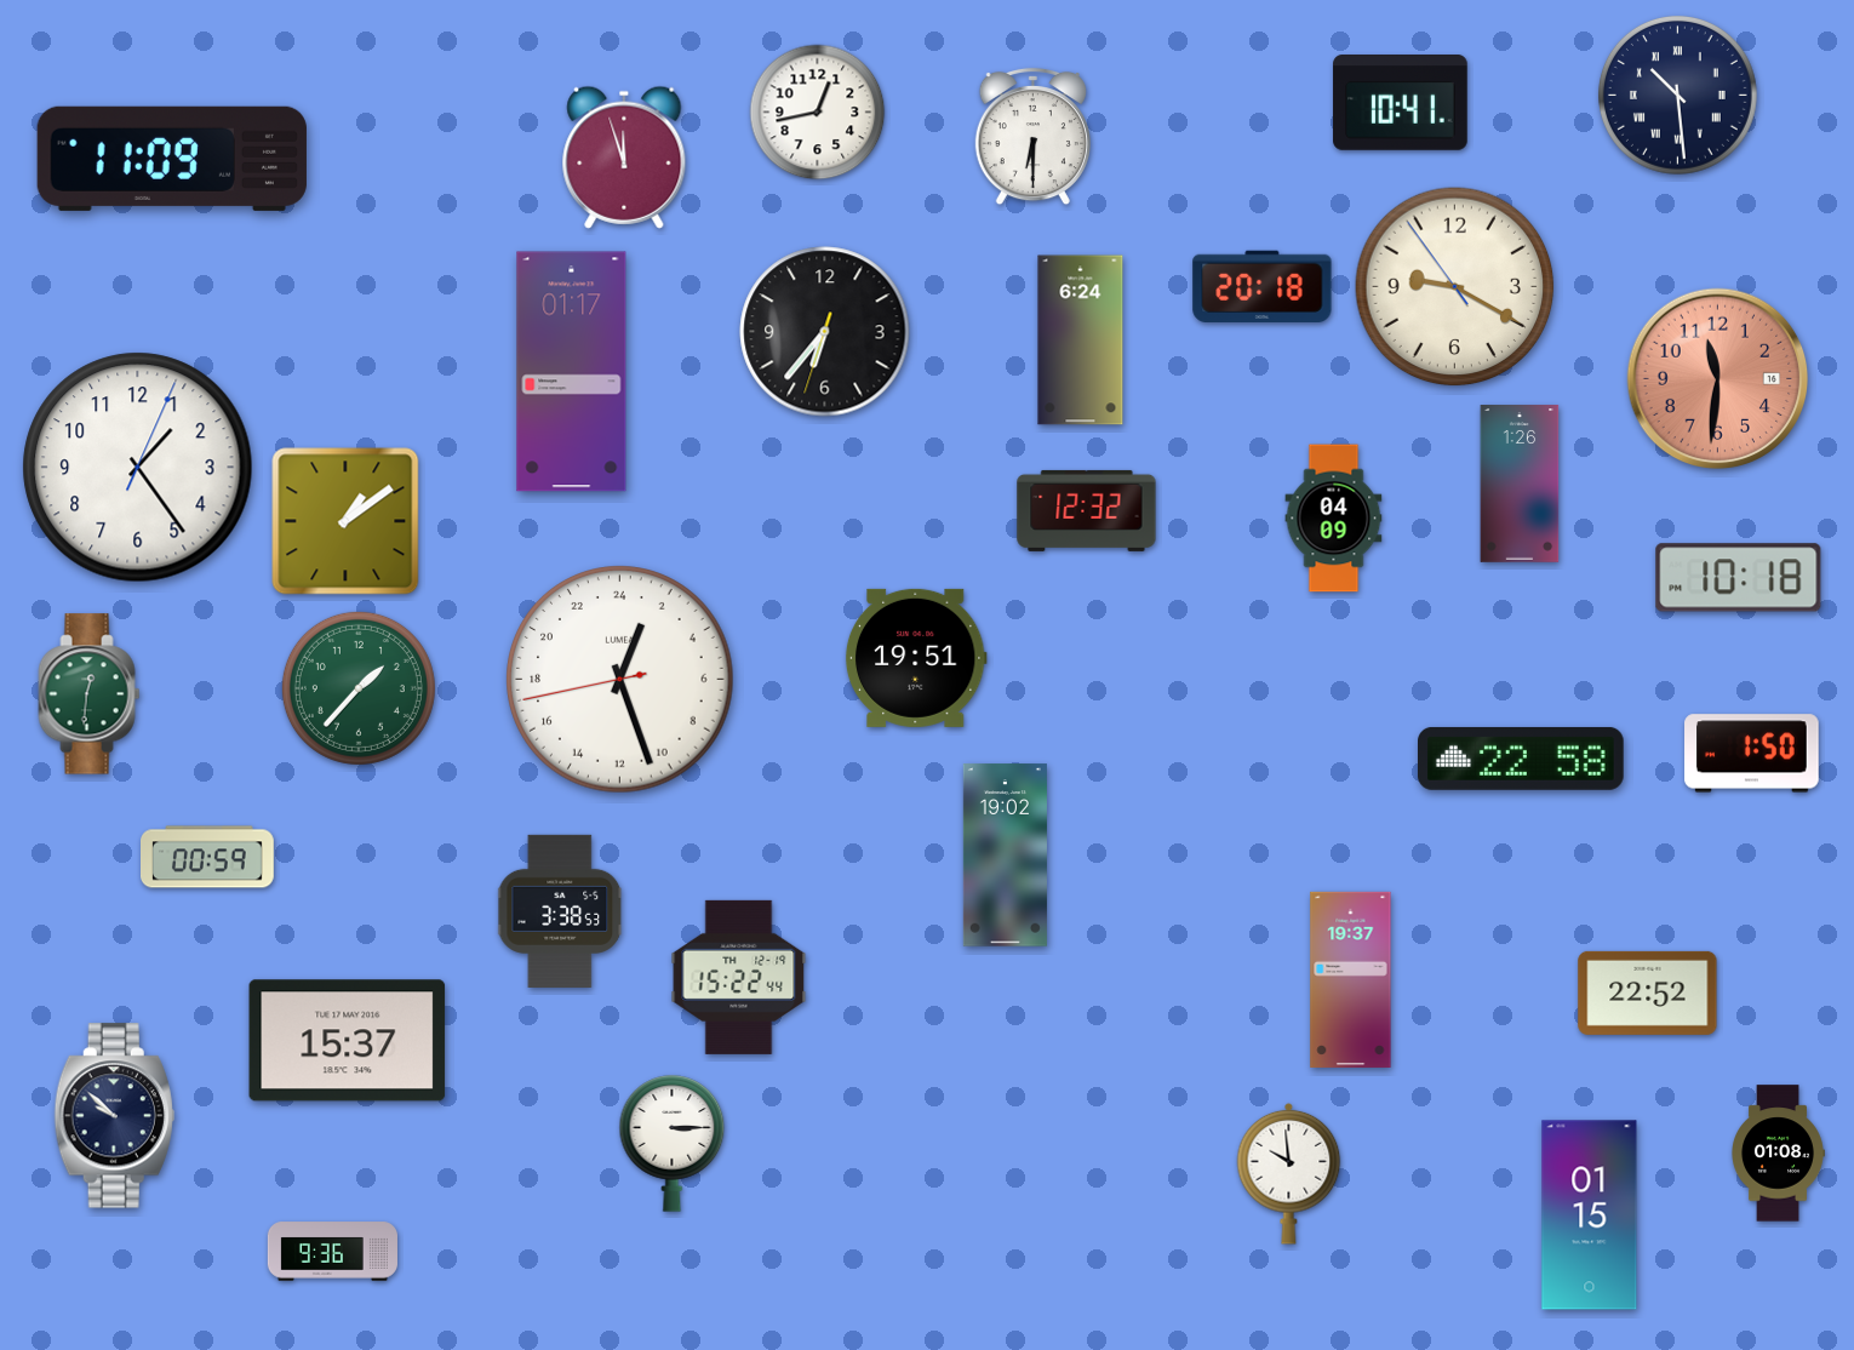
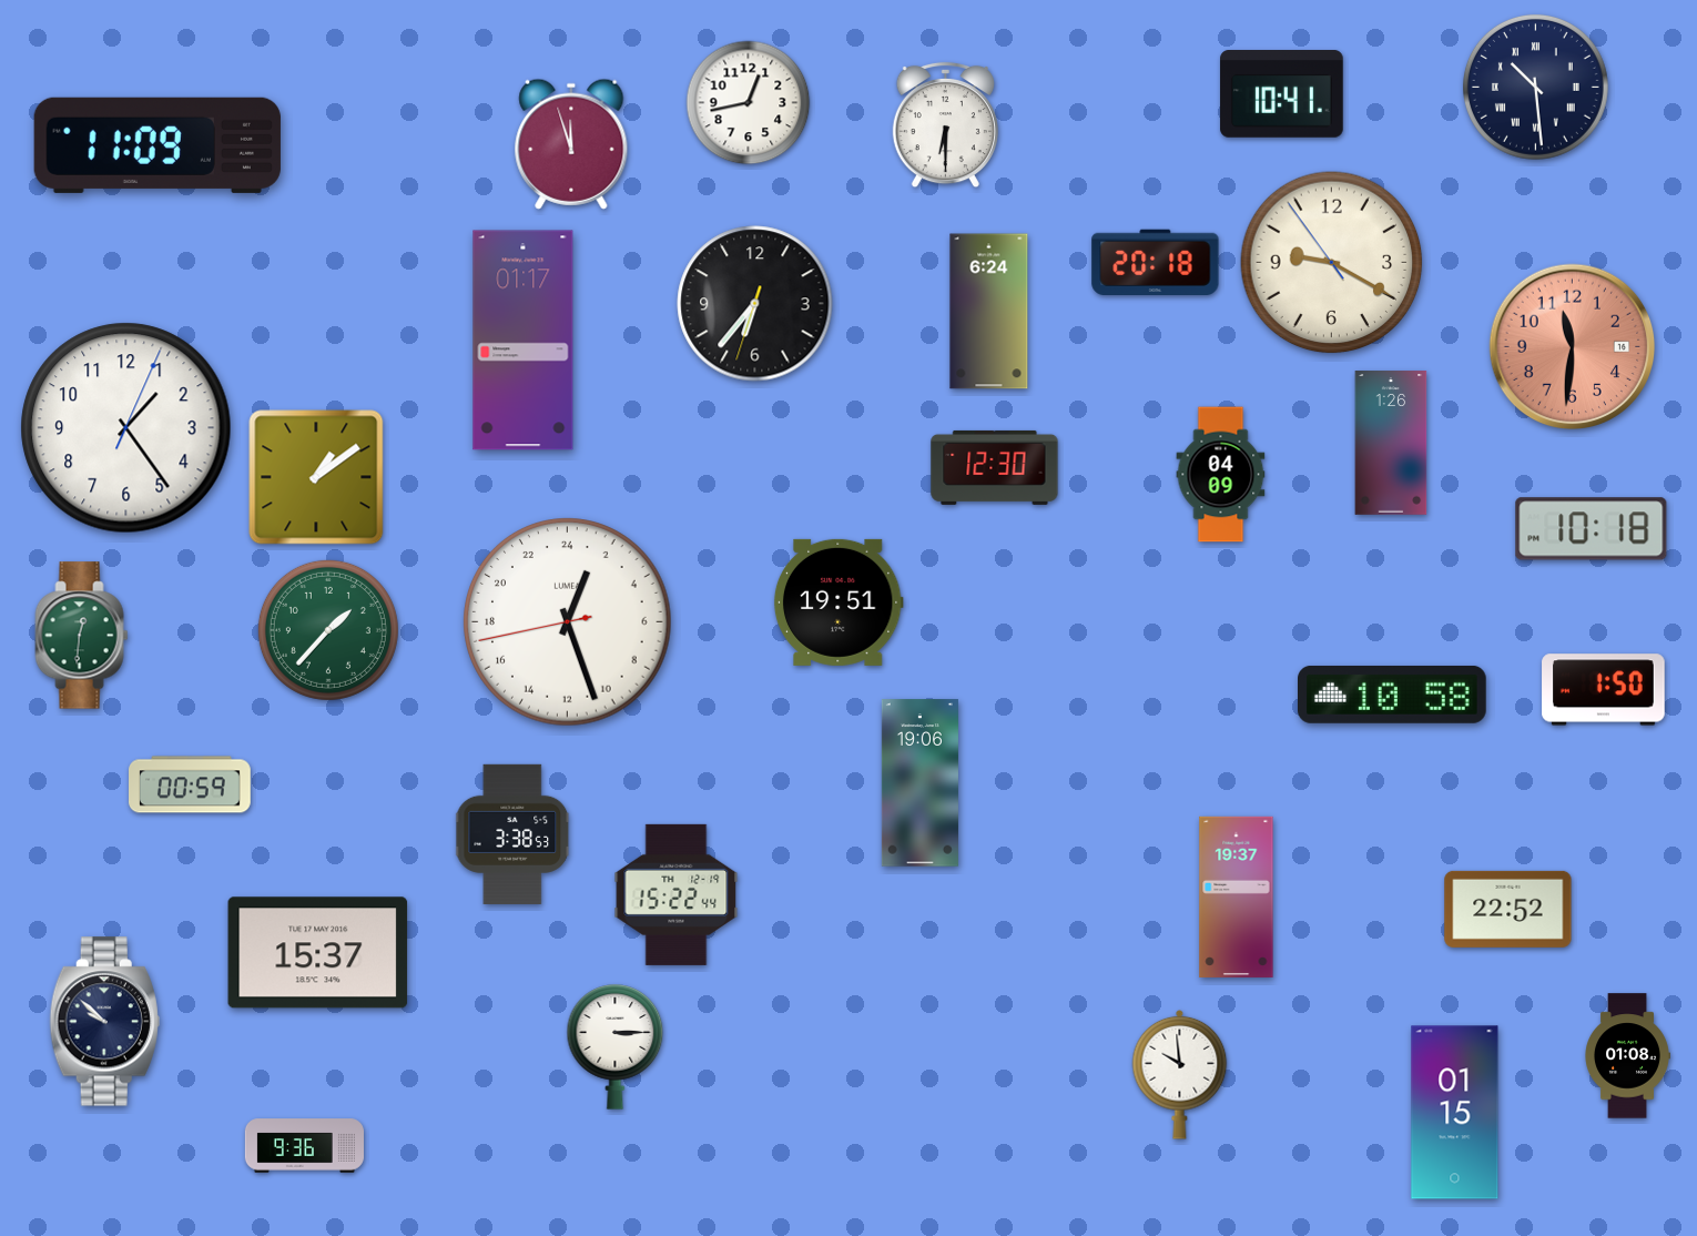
clock at (1087, 510): 12:32 -> 12:30
clock at (1522, 759): 22:58 -> 10:58
clock at (1005, 856): 19:02 -> 19:06
